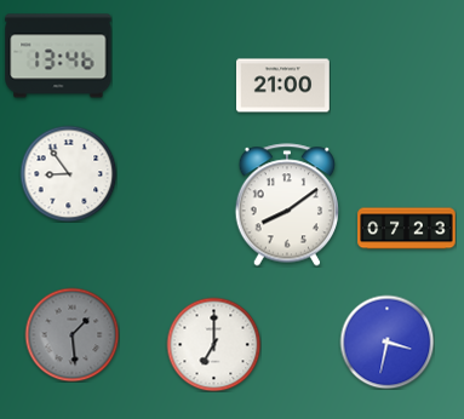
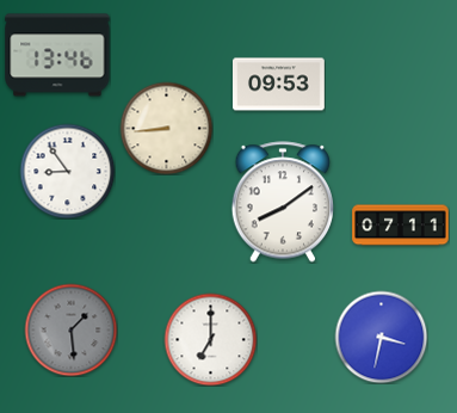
clock at (283, 86): 21:00 -> 09:53
clock at (166, 128): none -> 8:44
clock at (407, 229): 07:23 -> 07:11
